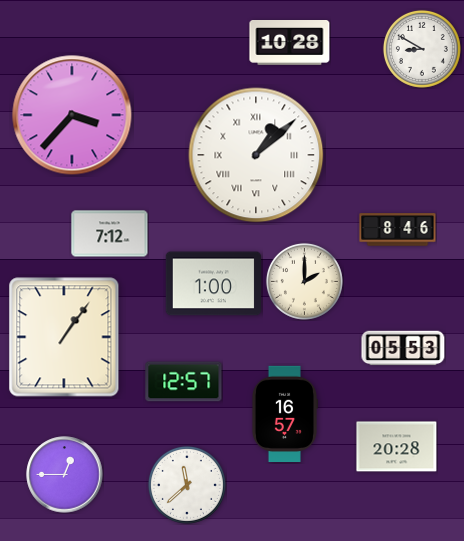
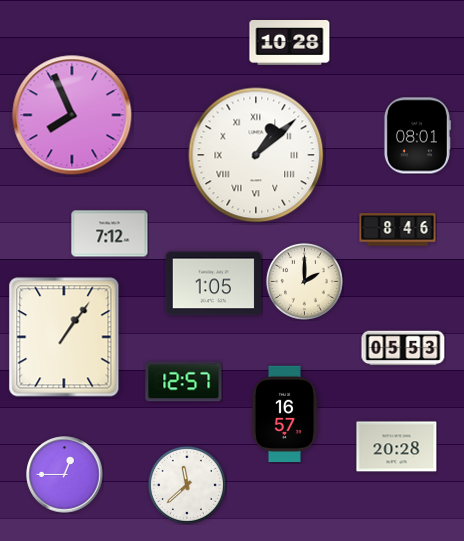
clock at (422, 49): 8:50 -> none
clock at (72, 115): 3:37 -> 7:56
clock at (417, 136): none -> 08:01
clock at (214, 284): 1:00 -> 1:05
